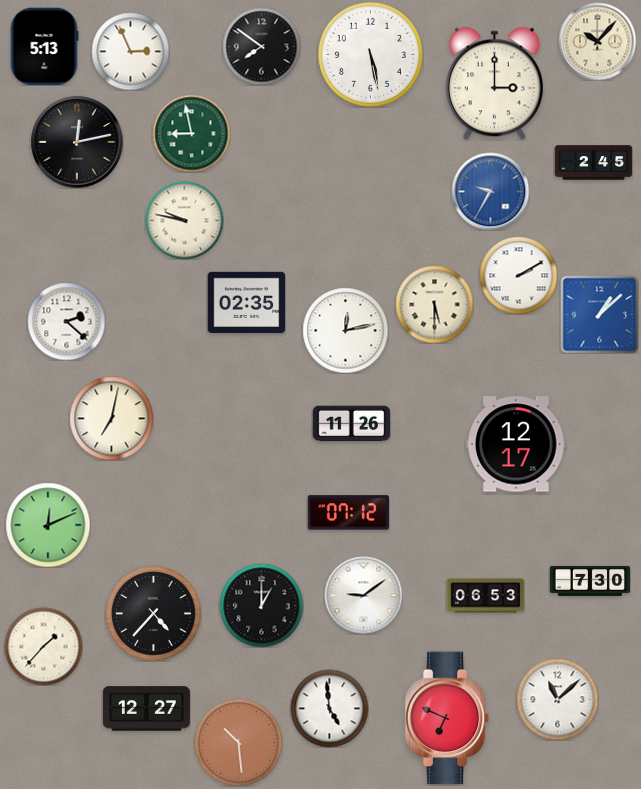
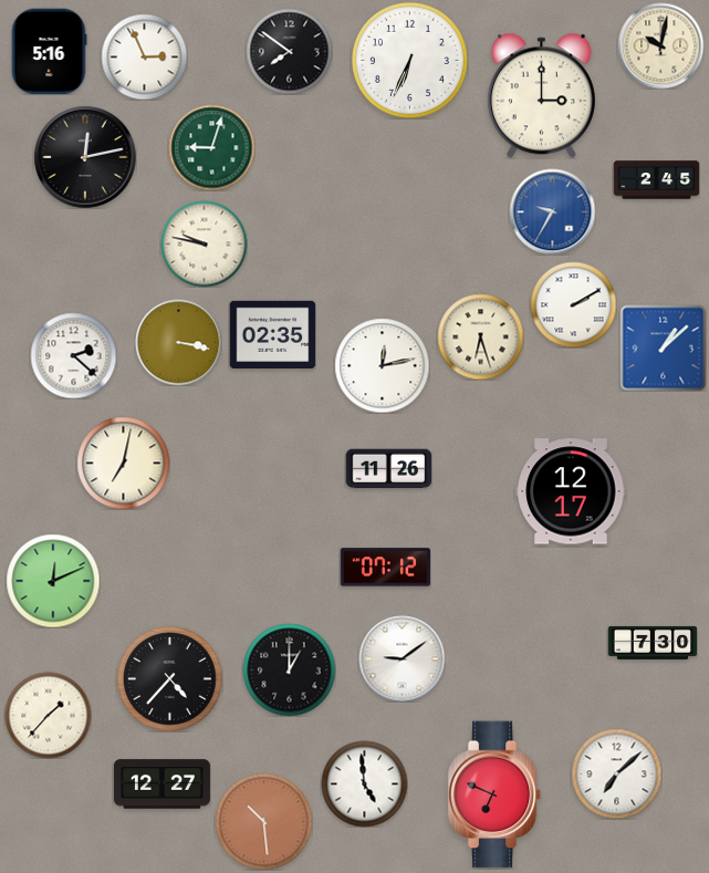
clock at (597, 41): 10:07 -> 10:02
clock at (44, 46): 5:13 -> 5:16
clock at (370, 54): 5:28 -> 6:34
clock at (494, 83) position: (494, 83) -> (541, 95)
clock at (191, 133): 8:58 -> 9:03
clock at (490, 191) position: (490, 191) -> (552, 211)
clock at (434, 304): 5:30 -> 6:27
clock at (178, 342): none -> 3:17
clock at (485, 596): 06:53 -> none
clock at (557, 699): 11:08 -> 7:08
